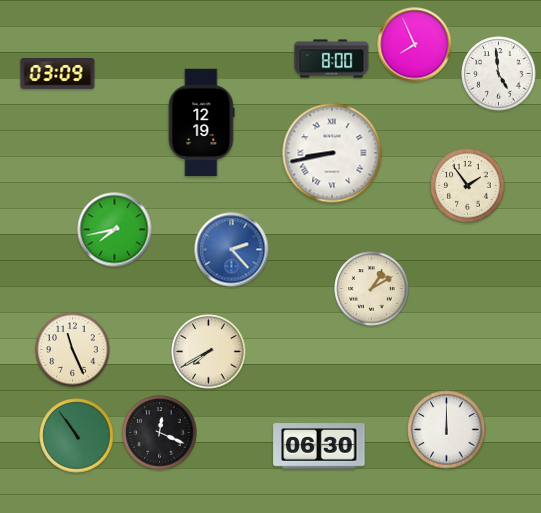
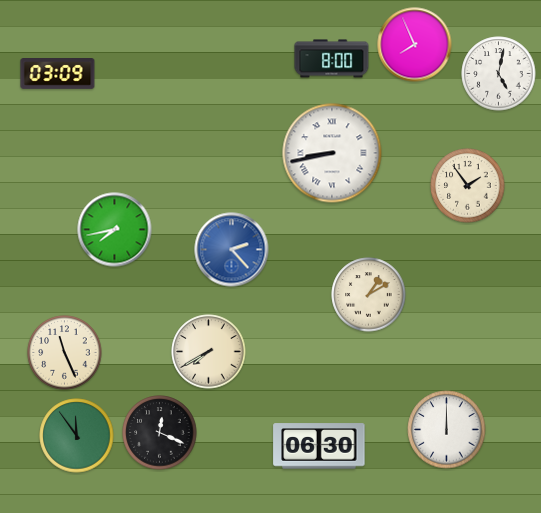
clock at (499, 74): 4:59 -> 5:02
clock at (201, 123): 12:19 -> none
clock at (372, 289) position: (372, 289) -> (369, 295)
clock at (73, 350) position: (73, 350) -> (65, 353)
clock at (77, 436): 10:54 -> 11:54
